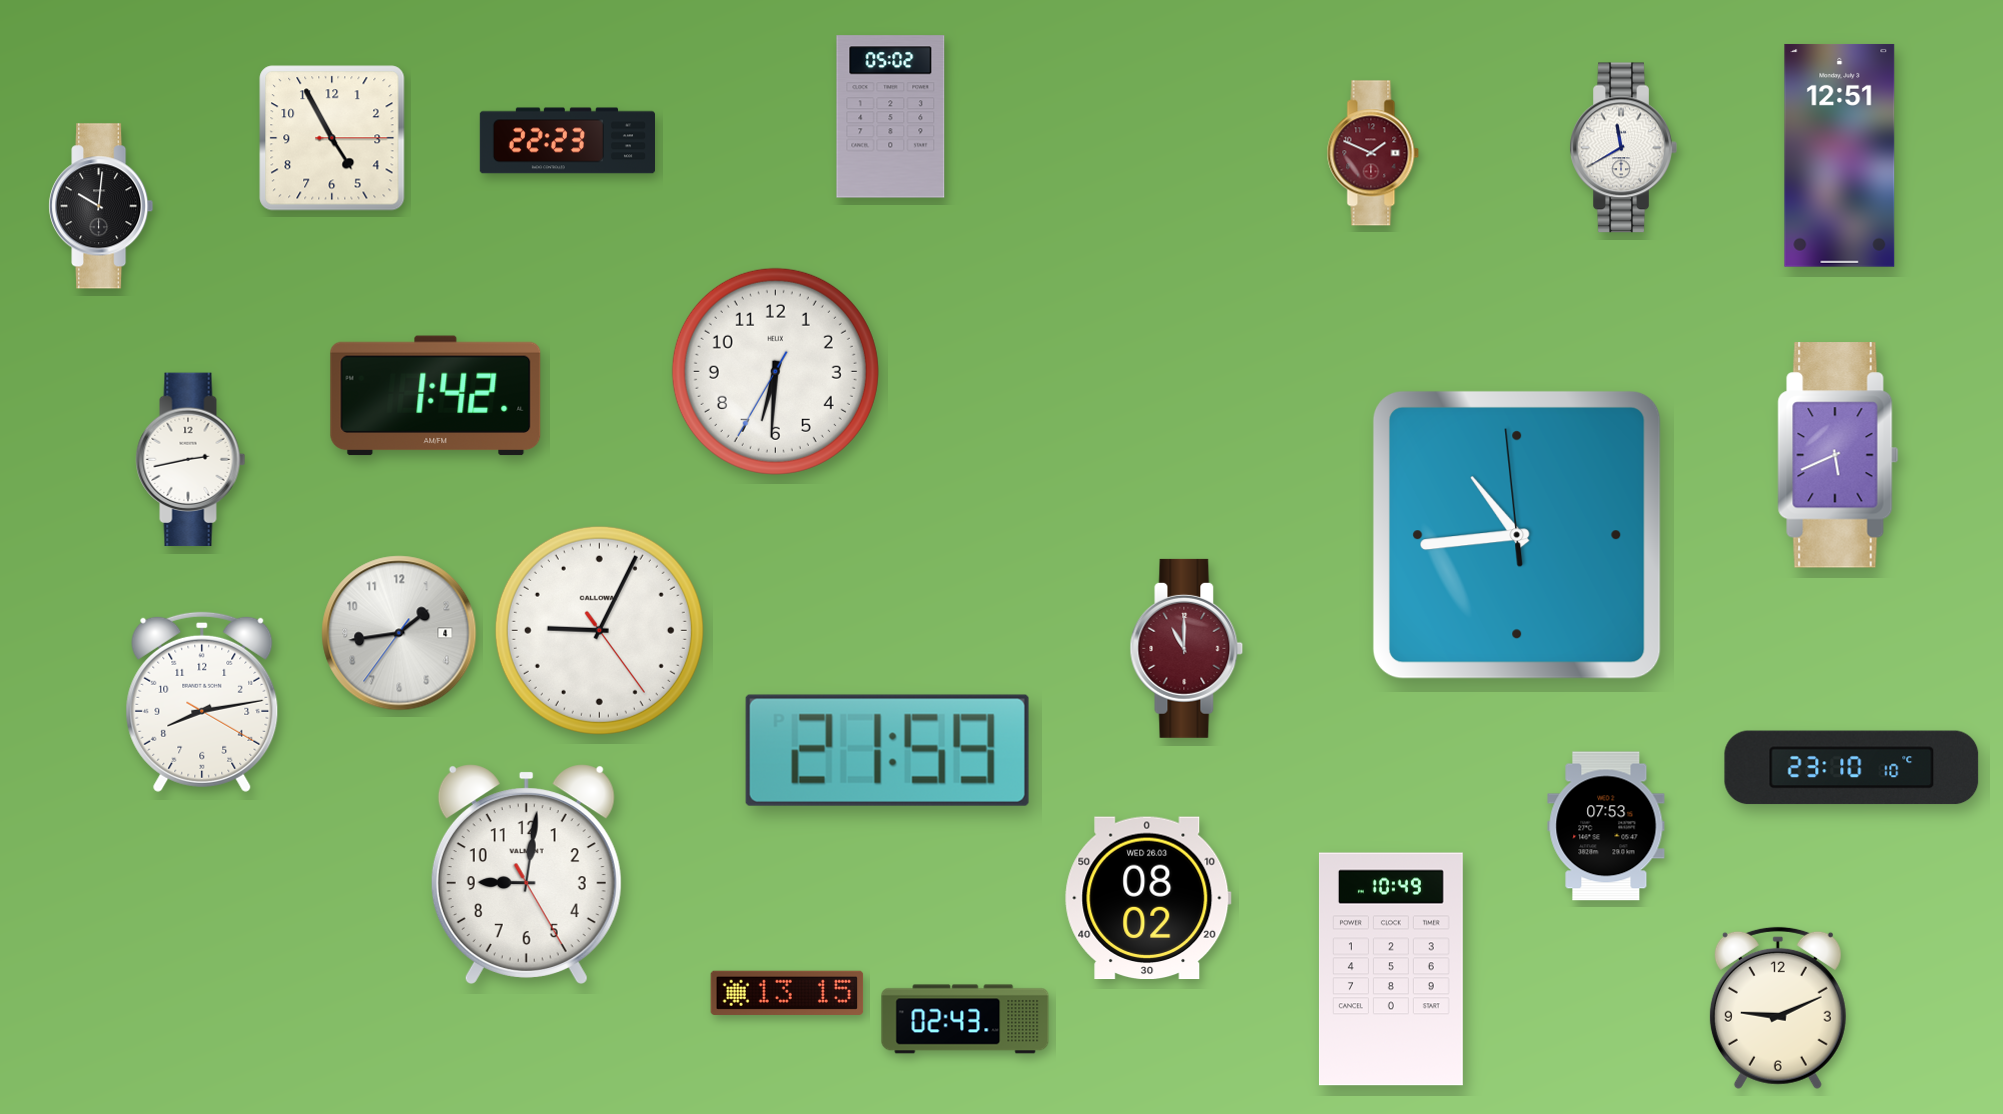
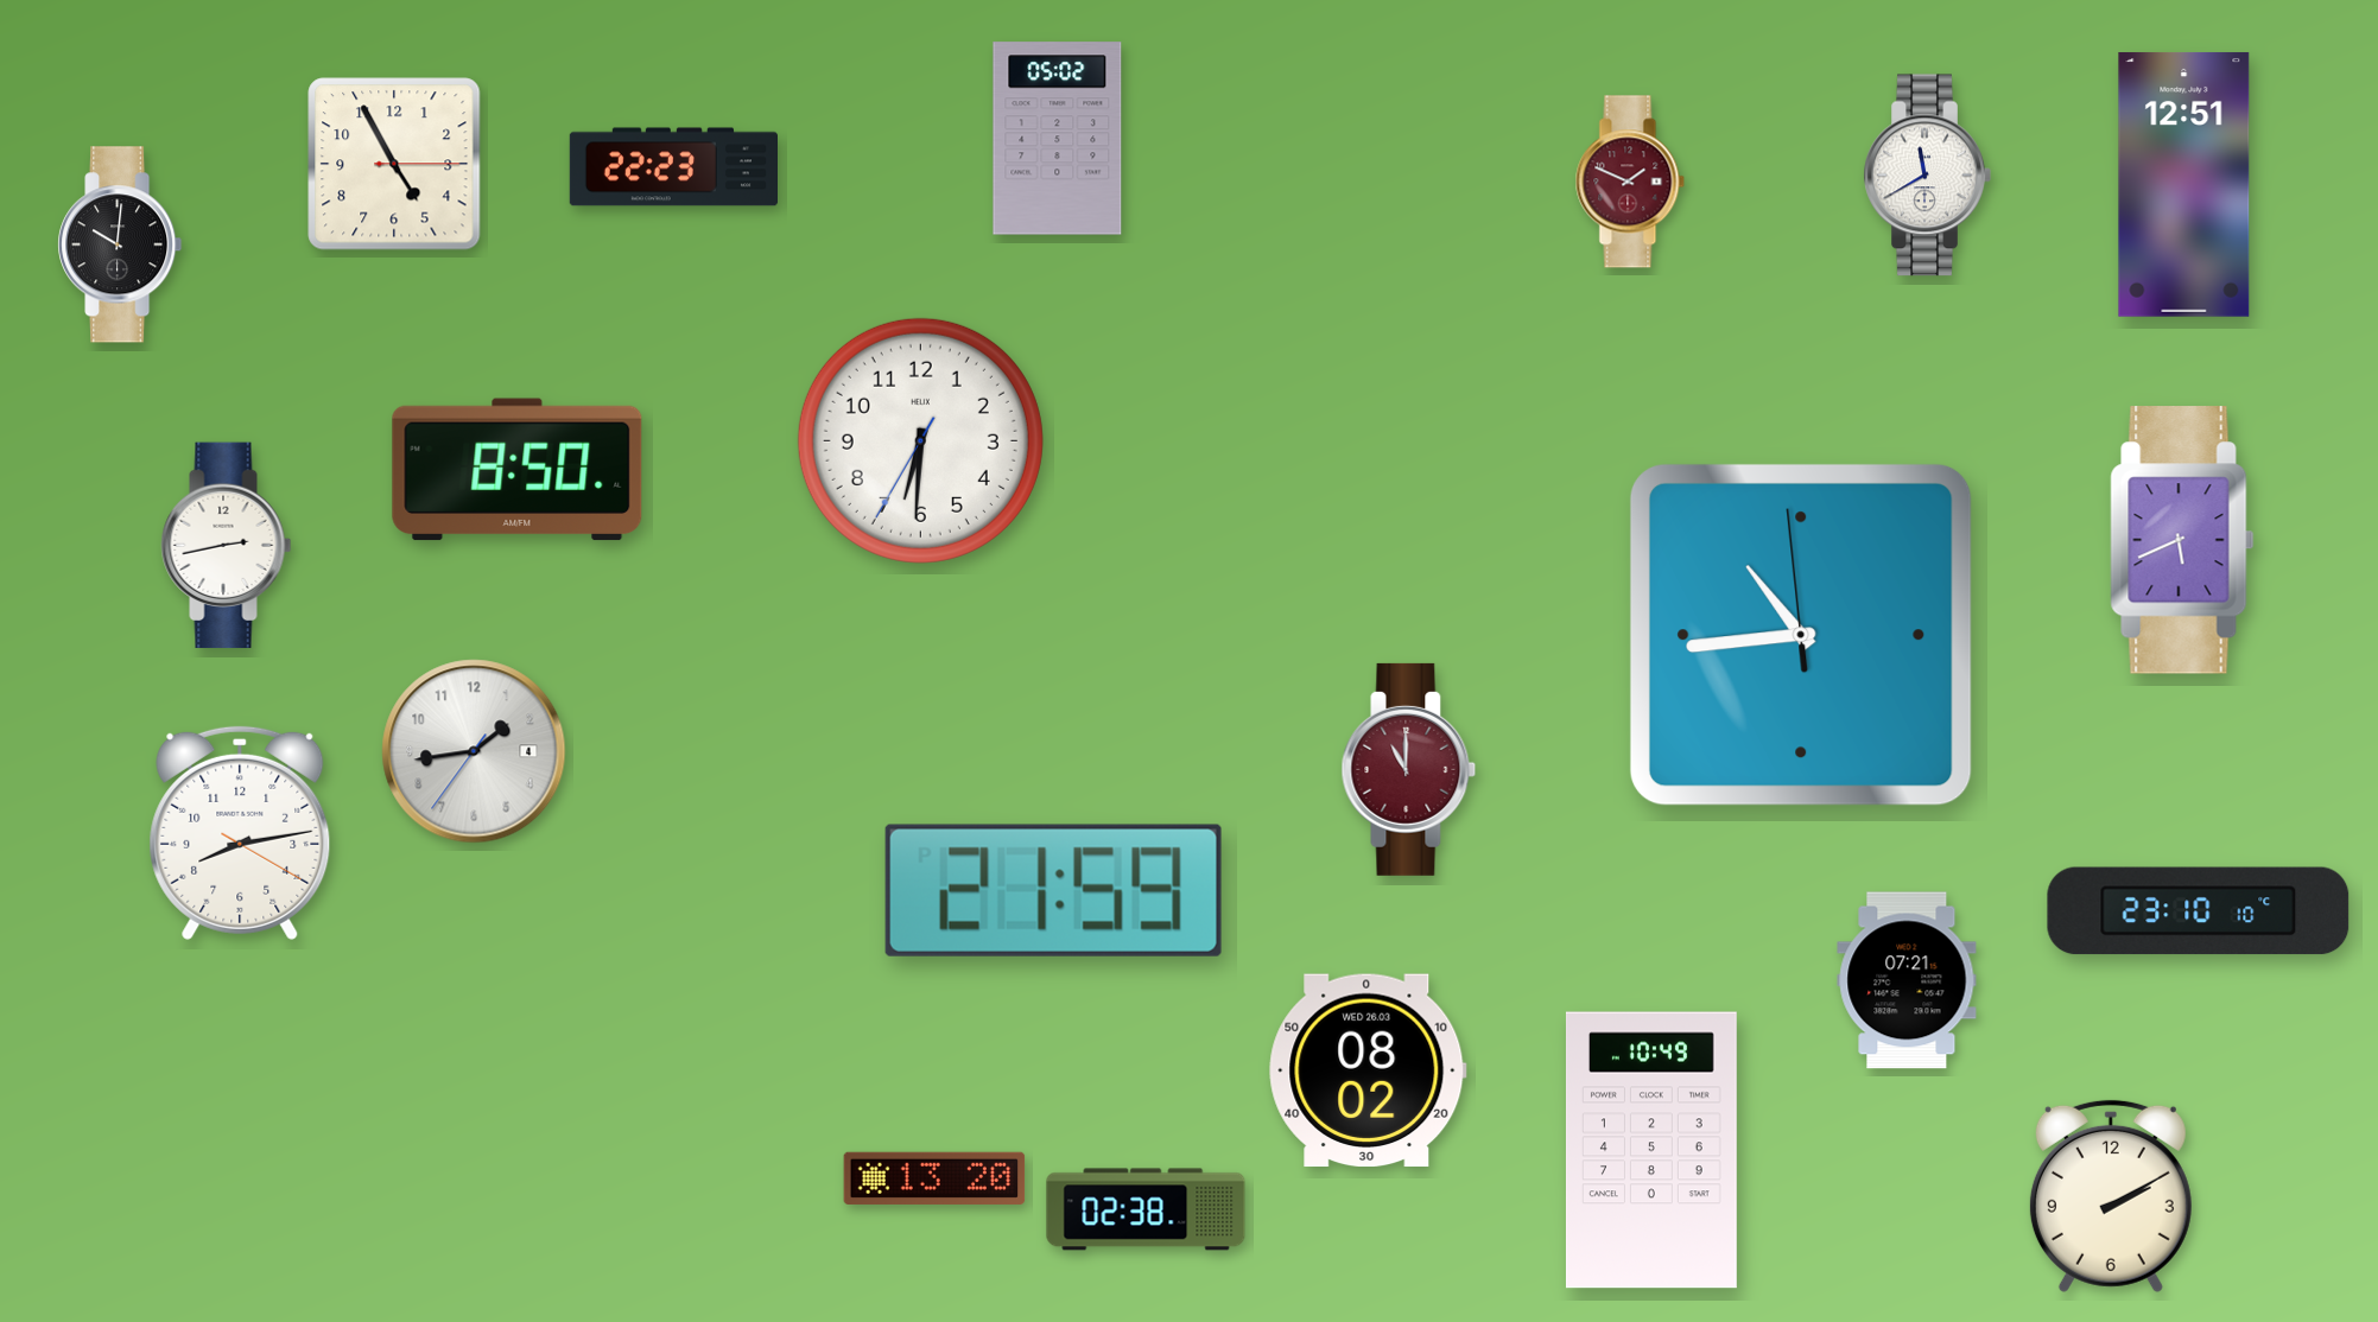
clock at (436, 396): 1:42 -> 8:50
clock at (599, 630): 9:04 -> none
clock at (1606, 826): 07:53 -> 07:21
clock at (526, 874): 9:01 -> none
clock at (1148, 898) position: (1148, 898) -> (1368, 1070)
clock at (787, 993): 13:15 -> 13:20
clock at (1778, 1008): 9:11 -> 2:10
clock at (965, 1019): 02:43 -> 02:38
